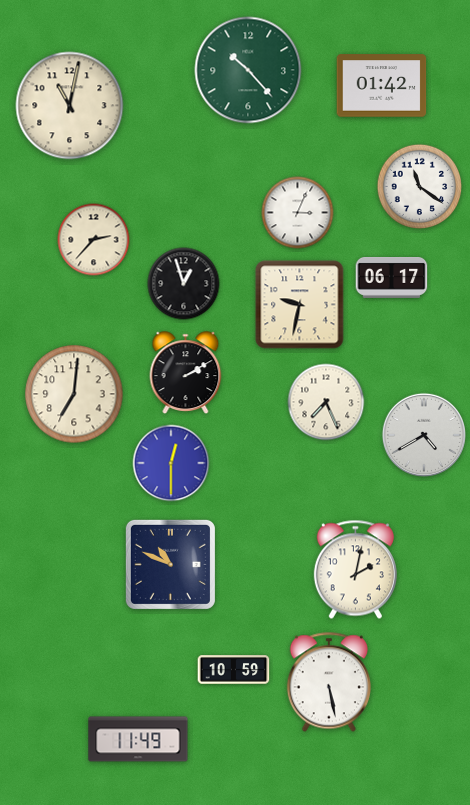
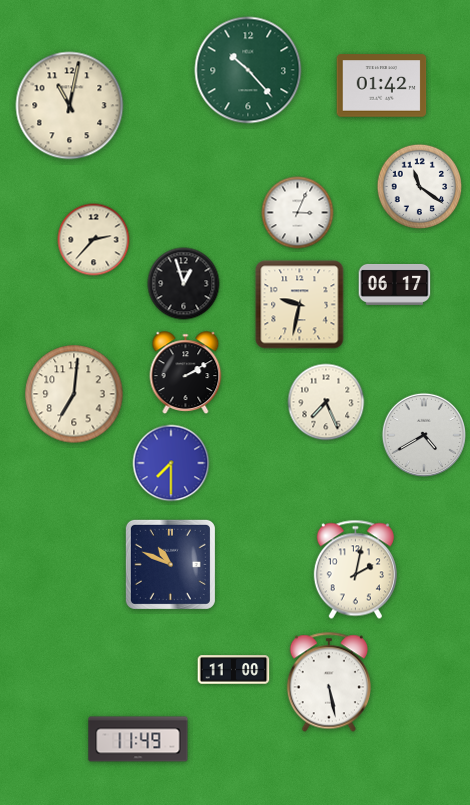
clock at (392, 277) position: (392, 277) -> (395, 284)
clock at (171, 463): 12:30 -> 7:30
clock at (234, 670): 10:59 -> 11:00
